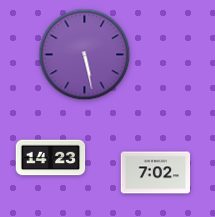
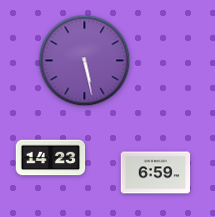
clock at (85, 55) position: (85, 55) -> (85, 61)
clock at (156, 173): 7:02 -> 6:59
